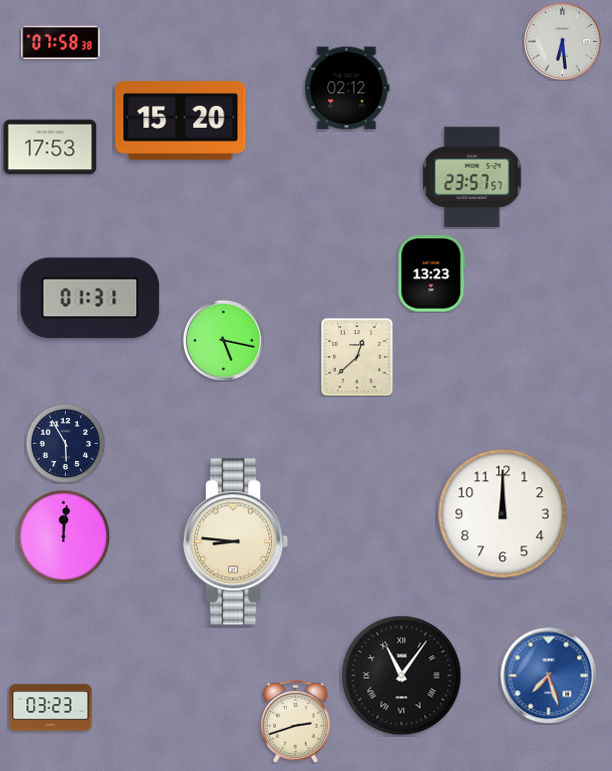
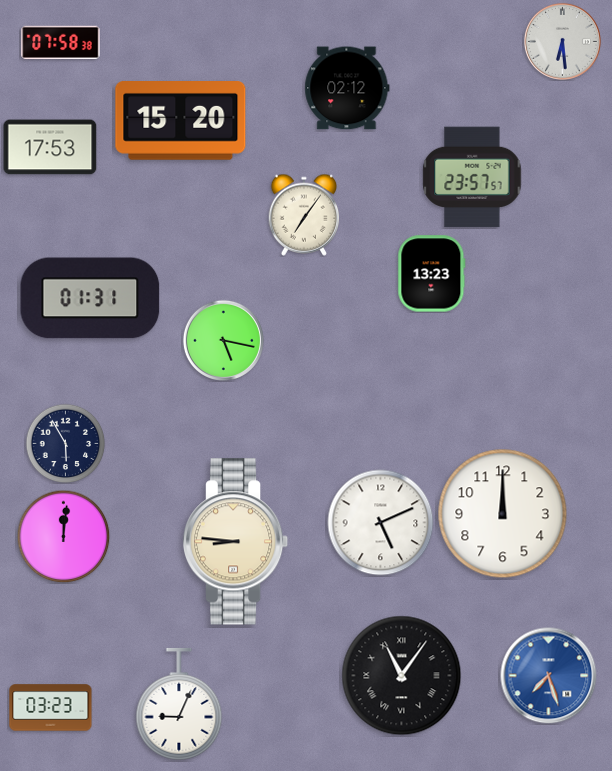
clock at (304, 215): none -> 7:06
clock at (358, 358): 12:38 -> none
clock at (381, 523): none -> 5:11
clock at (179, 704): none -> 9:04
clock at (296, 721): 2:42 -> none
